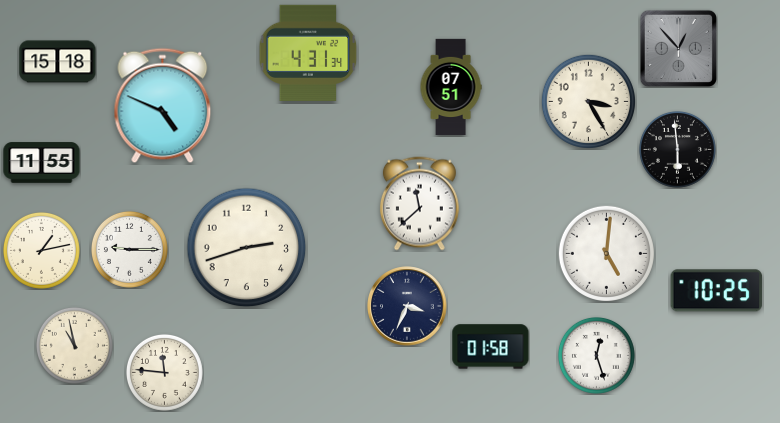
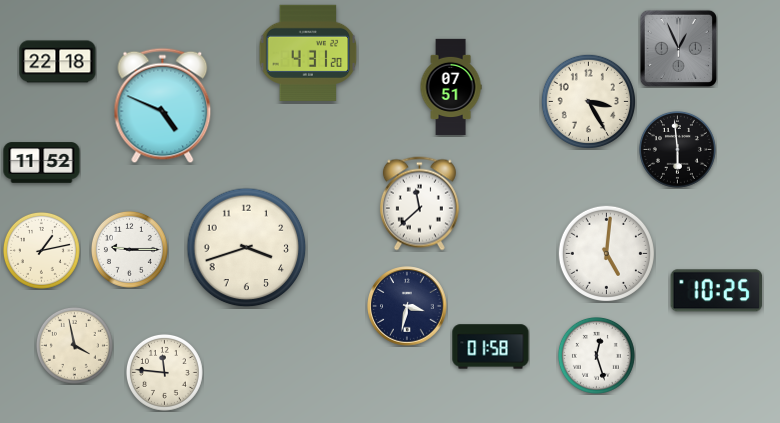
clock at (678, 48): 12:53 -> 12:56
clock at (308, 53): 4:31:34 -> 4:31:20
clock at (58, 62): 15:18 -> 22:18
clock at (42, 163): 11:55 -> 11:52
clock at (247, 248): 2:42 -> 3:42
clock at (407, 306): 3:34 -> 3:32
clock at (74, 345): 10:58 -> 3:58
